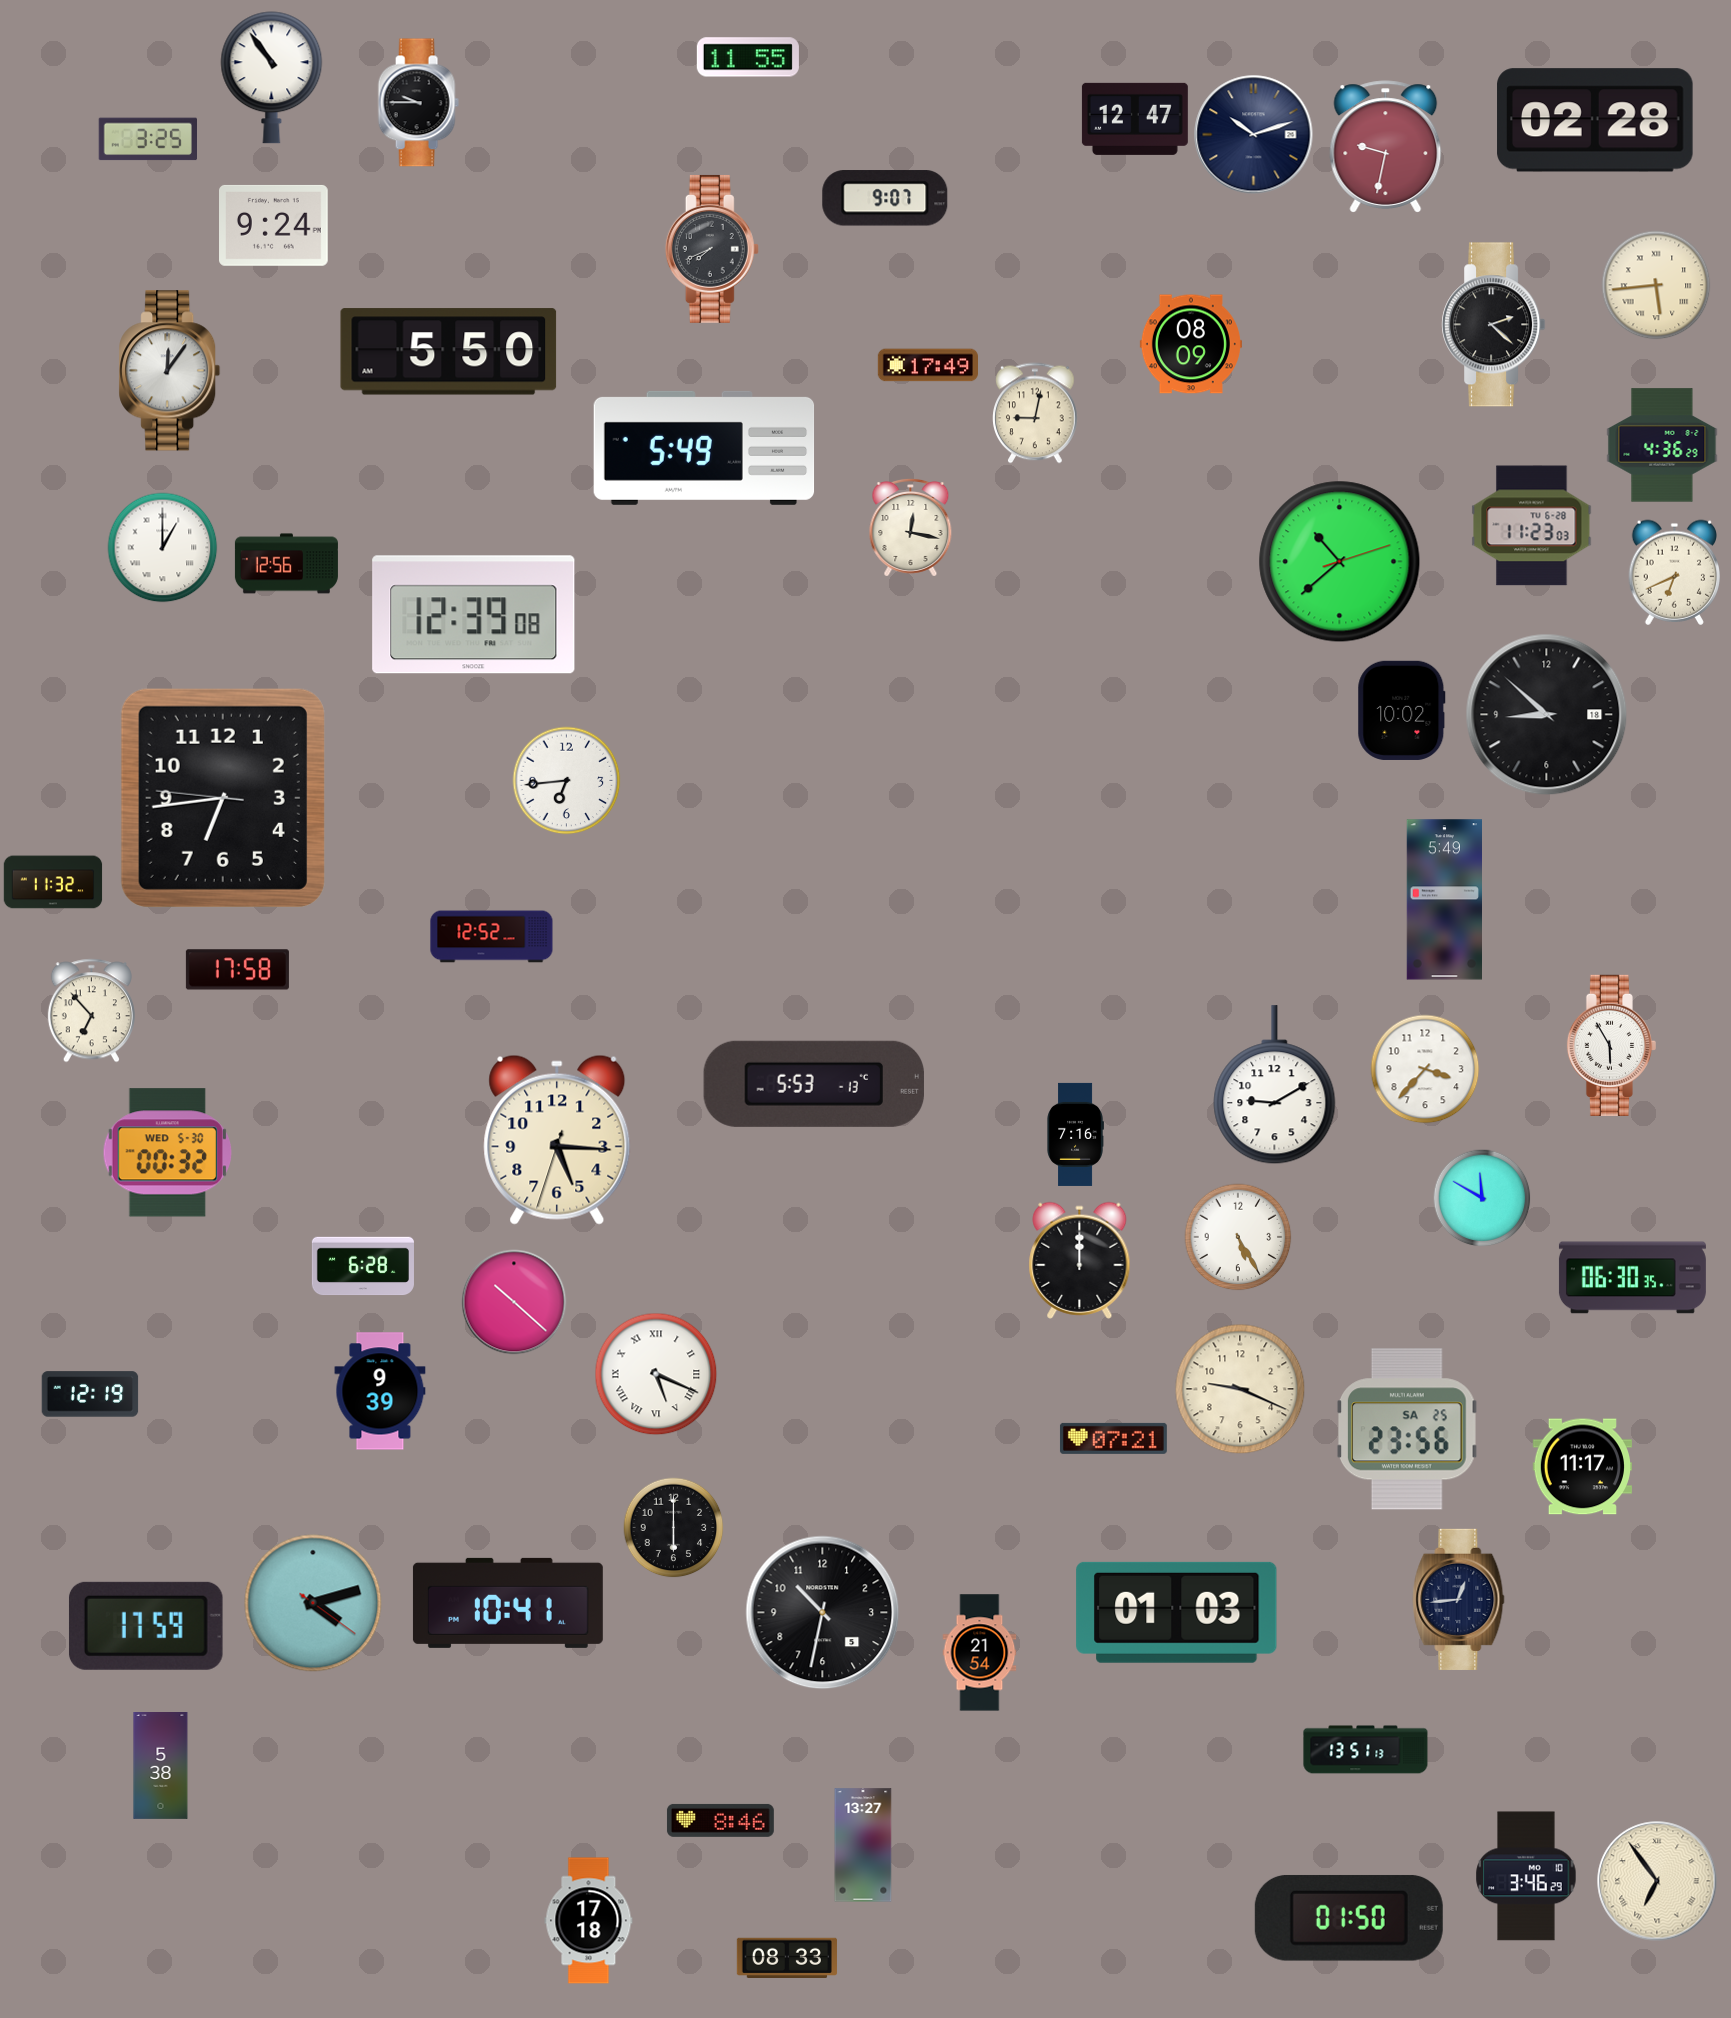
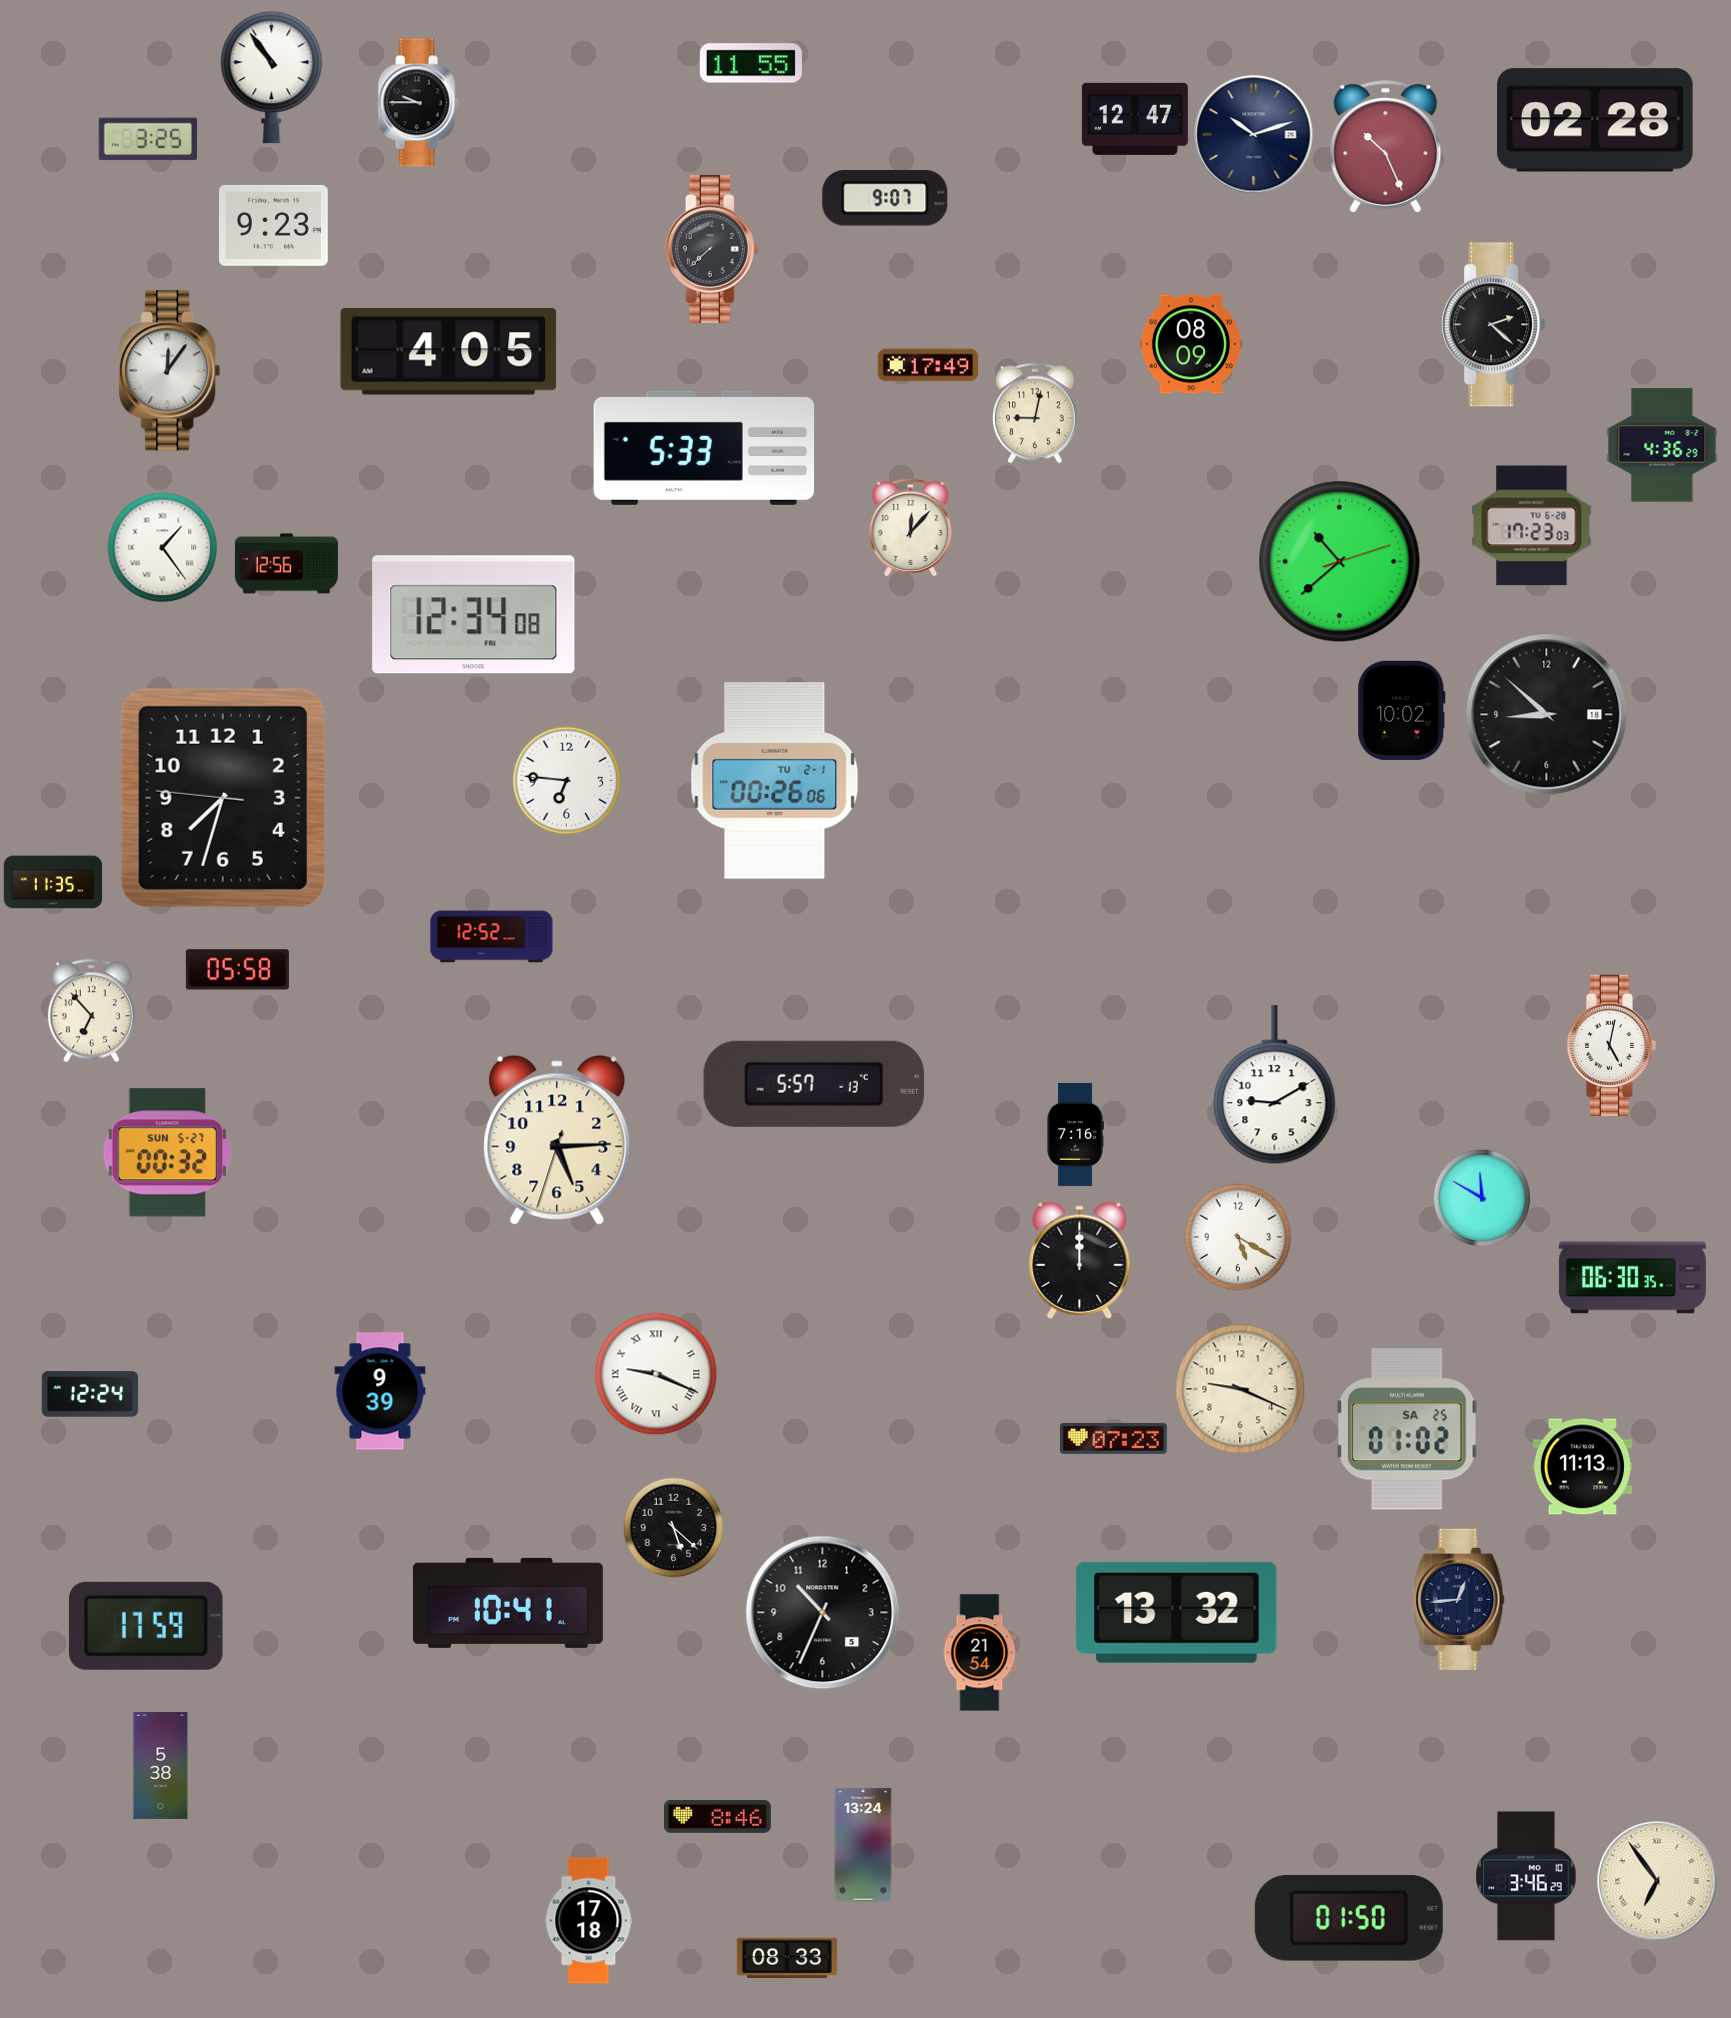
clock at (748, 57) position: (748, 57) -> (751, 63)
clock at (1386, 147): 9:32 -> 10:26
clock at (274, 225): 9:24 -> 9:23
clock at (712, 249): 7:41 -> 7:38
clock at (1656, 285): 5:44 -> none
clock at (449, 352): 5:50 -> 4:05
clock at (704, 448): 5:49 -> 5:33
clock at (1532, 526): 11:23 -> 17:23
clock at (911, 528): 12:17 -> 12:07
clock at (163, 548): 1:00 -> 1:24
clock at (1674, 572): 6:41 -> none
clock at (474, 615): 12:39 -> 12:34
clock at (567, 781): 6:44 -> 6:46
clock at (775, 781): none -> 00:26
clock at (223, 798): 6:43 -> 7:32
clock at (53, 882): 11:32 -> 11:35
clock at (1444, 900): 5:49 -> none
clock at (237, 970): 17:58 -> 05:58
clock at (1611, 1045): 5:55 -> 5:02
clock at (1425, 1069): 3:37 -> none
clock at (814, 1084): 5:53 -> 5:57
clock at (557, 1140): 5:15 -> 5:14
clock at (167, 1153) date: WED 5-30 -> SUN 5-27
clock at (1238, 1237): 5:25 -> 5:20
clock at (363, 1266): 6:28 -> none
clock at (514, 1302): 10:22 -> none
clock at (656, 1374): 5:19 -> 9:19
clock at (90, 1394): 12:19 -> 12:24
clock at (1408, 1429): 23:56 -> 01:02
clock at (1113, 1438): 07:21 -> 07:23
clock at (1582, 1467): 11:17 -> 11:13
clock at (674, 1528): 6:00 -> 5:22
clock at (313, 1603): 4:12 -> none
clock at (1177, 1612): 01:03 -> 13:32
clock at (823, 1613): 10:32 -> 10:34
clock at (1366, 1750): 13:51 -> none
clock at (720, 1820) position: (720, 1820) -> (717, 1816)
clock at (863, 1845): 13:27 -> 13:24
